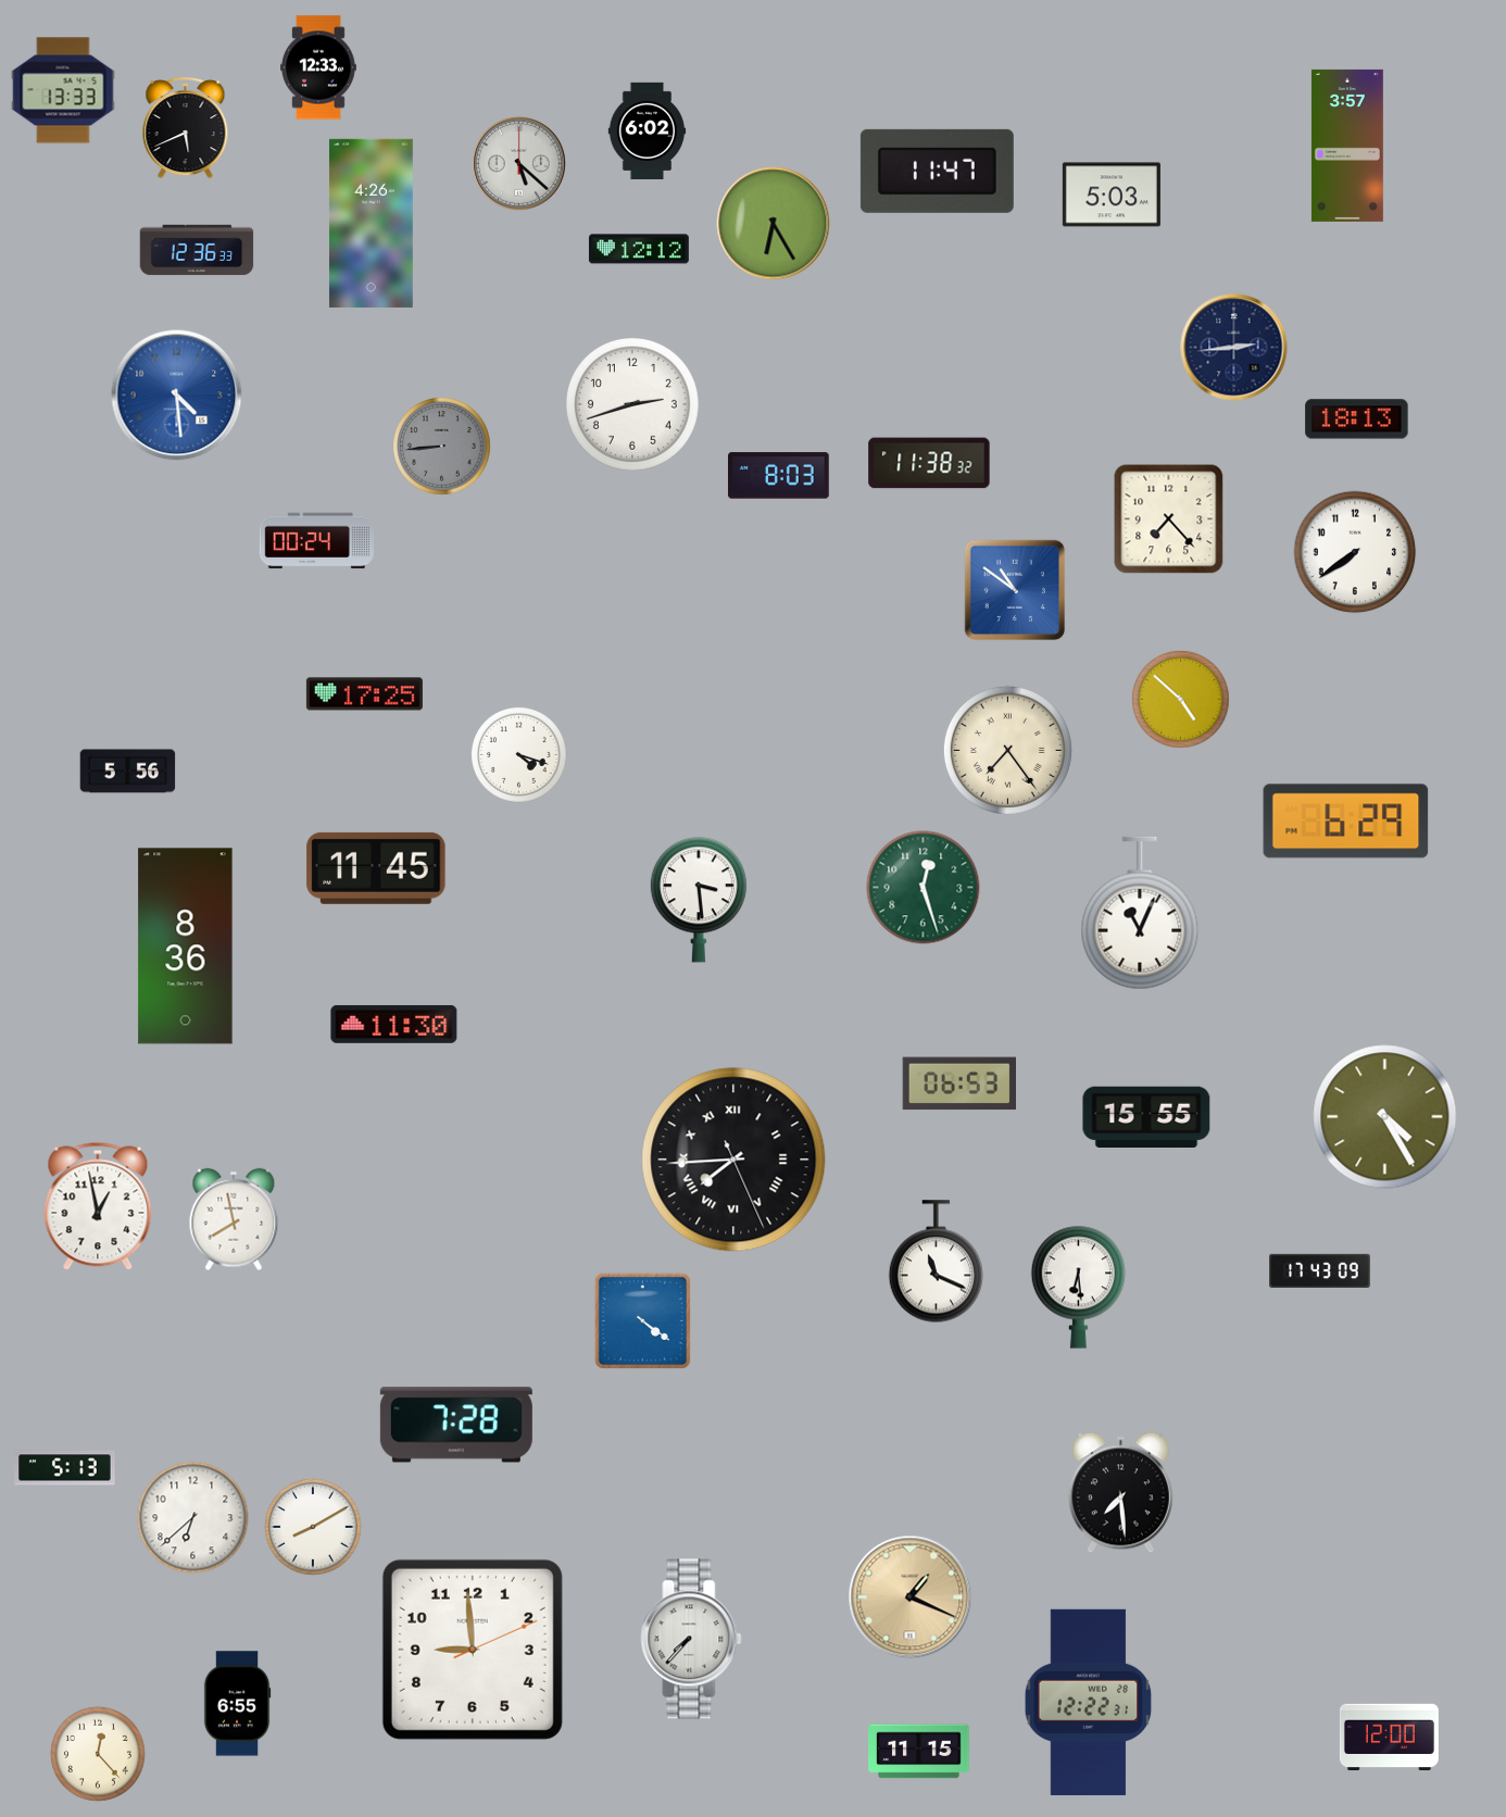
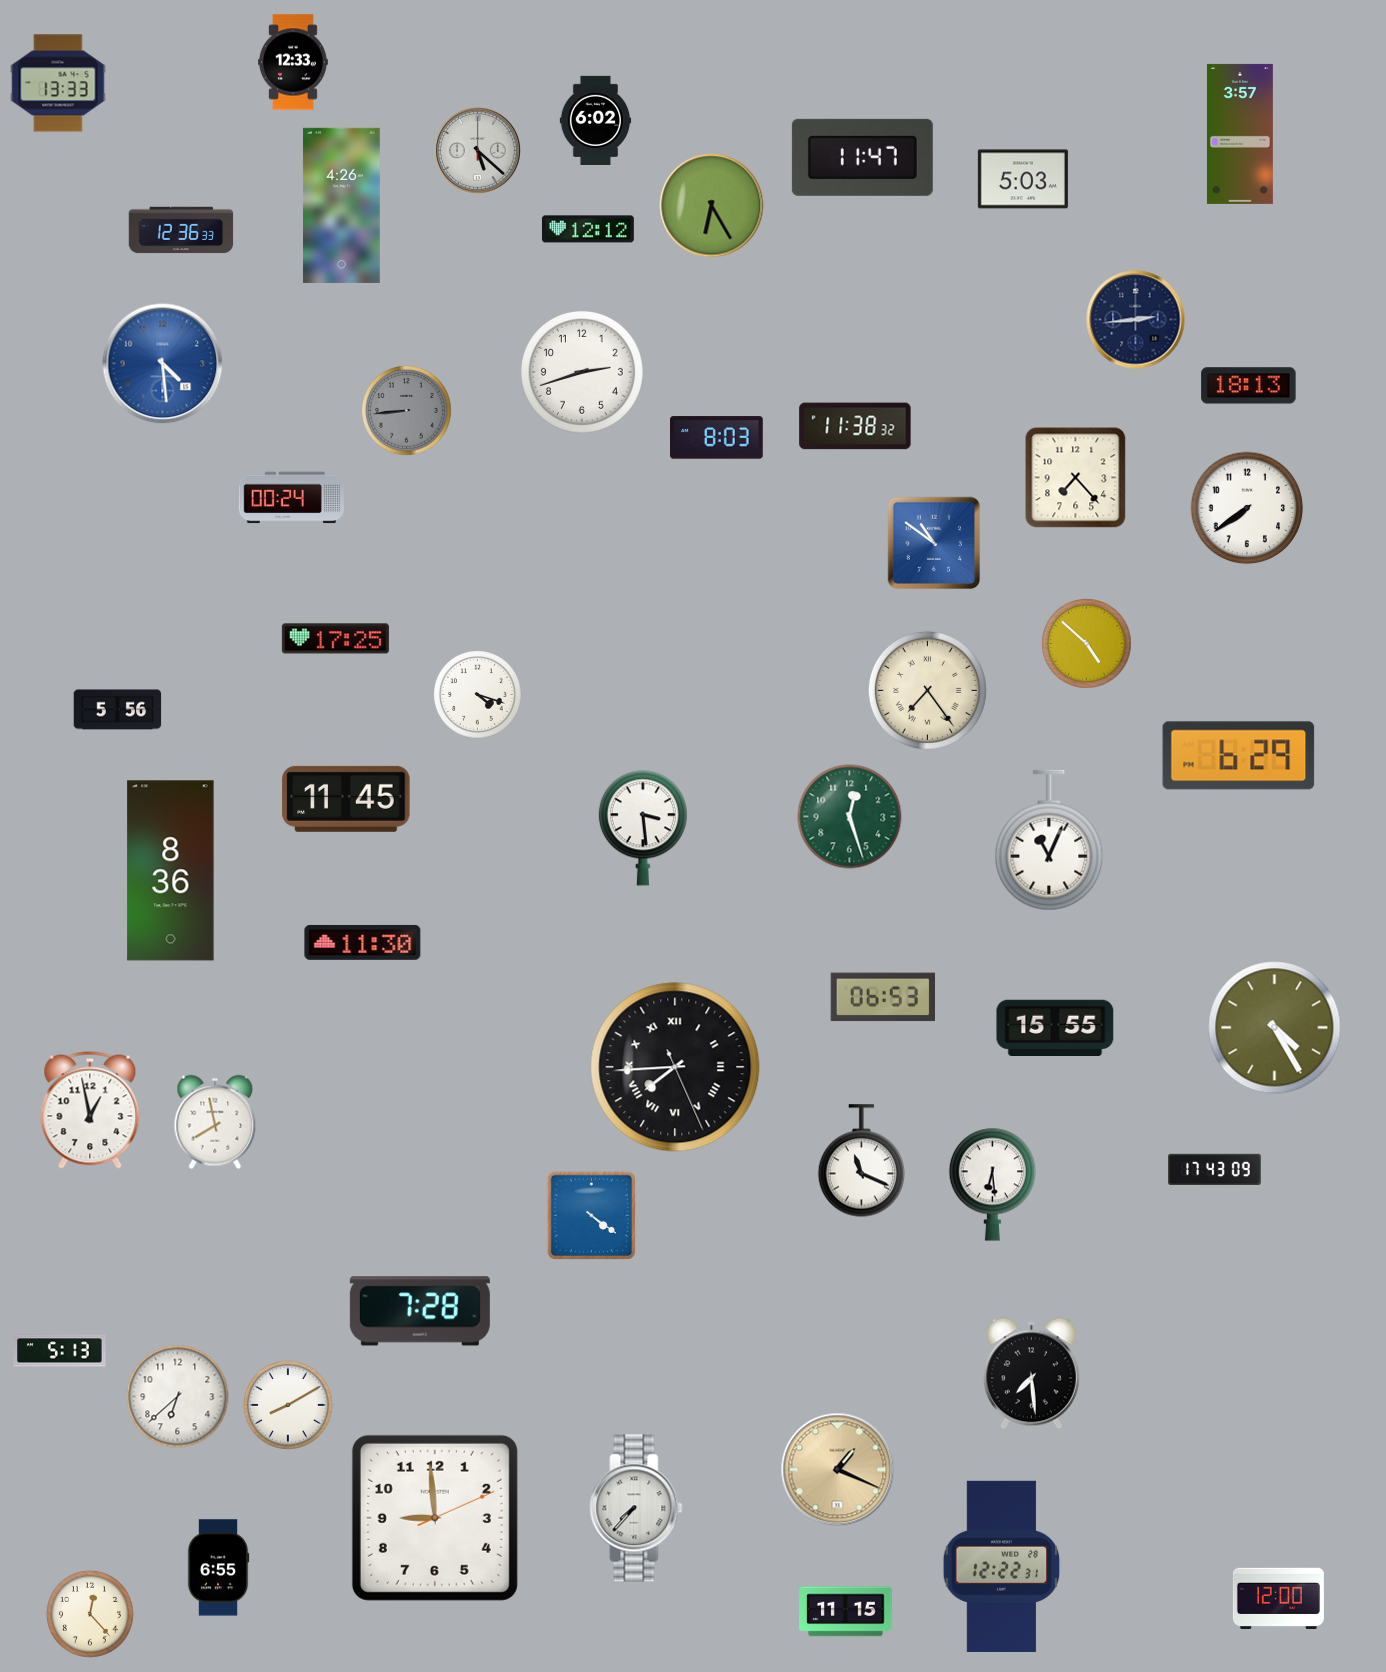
clock at (186, 128): 5:41 -> none
